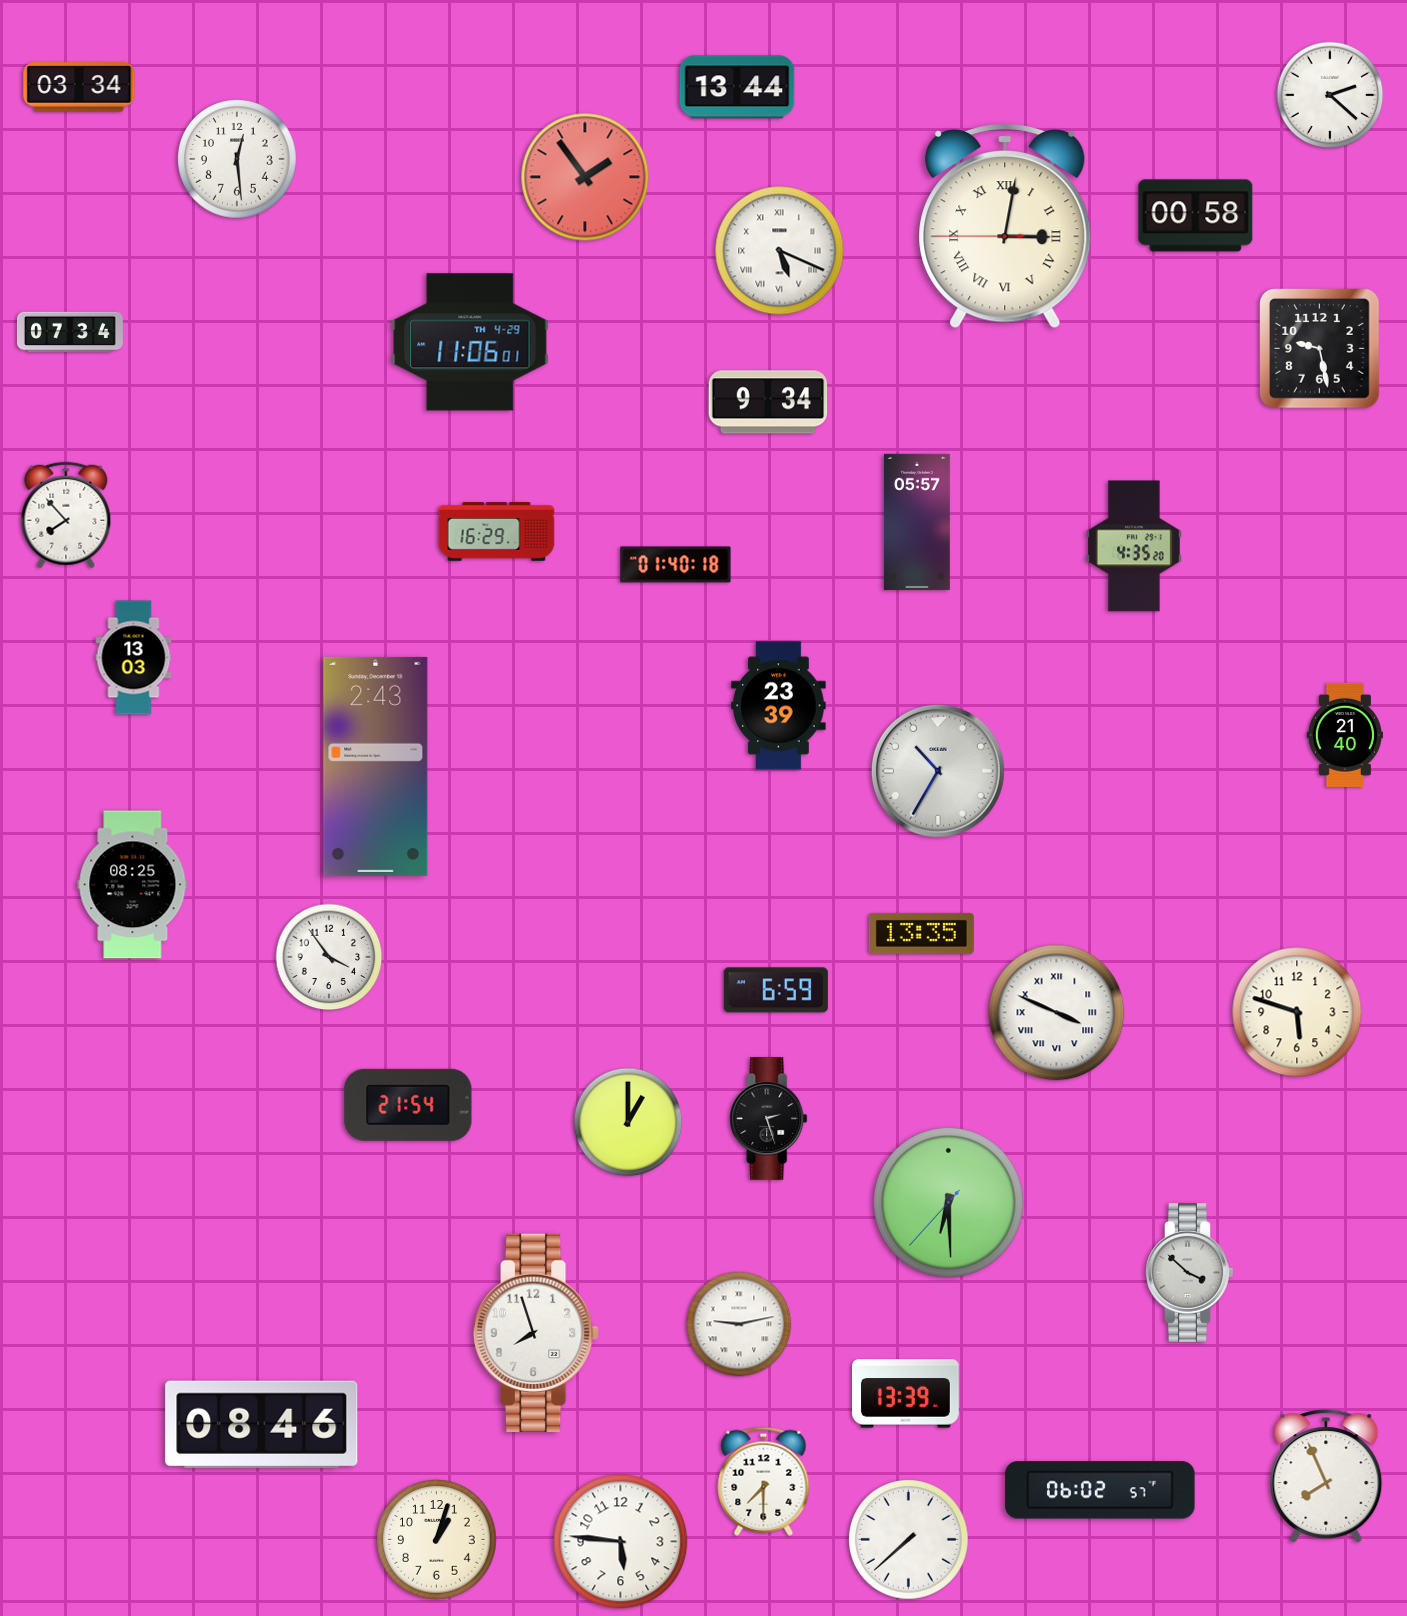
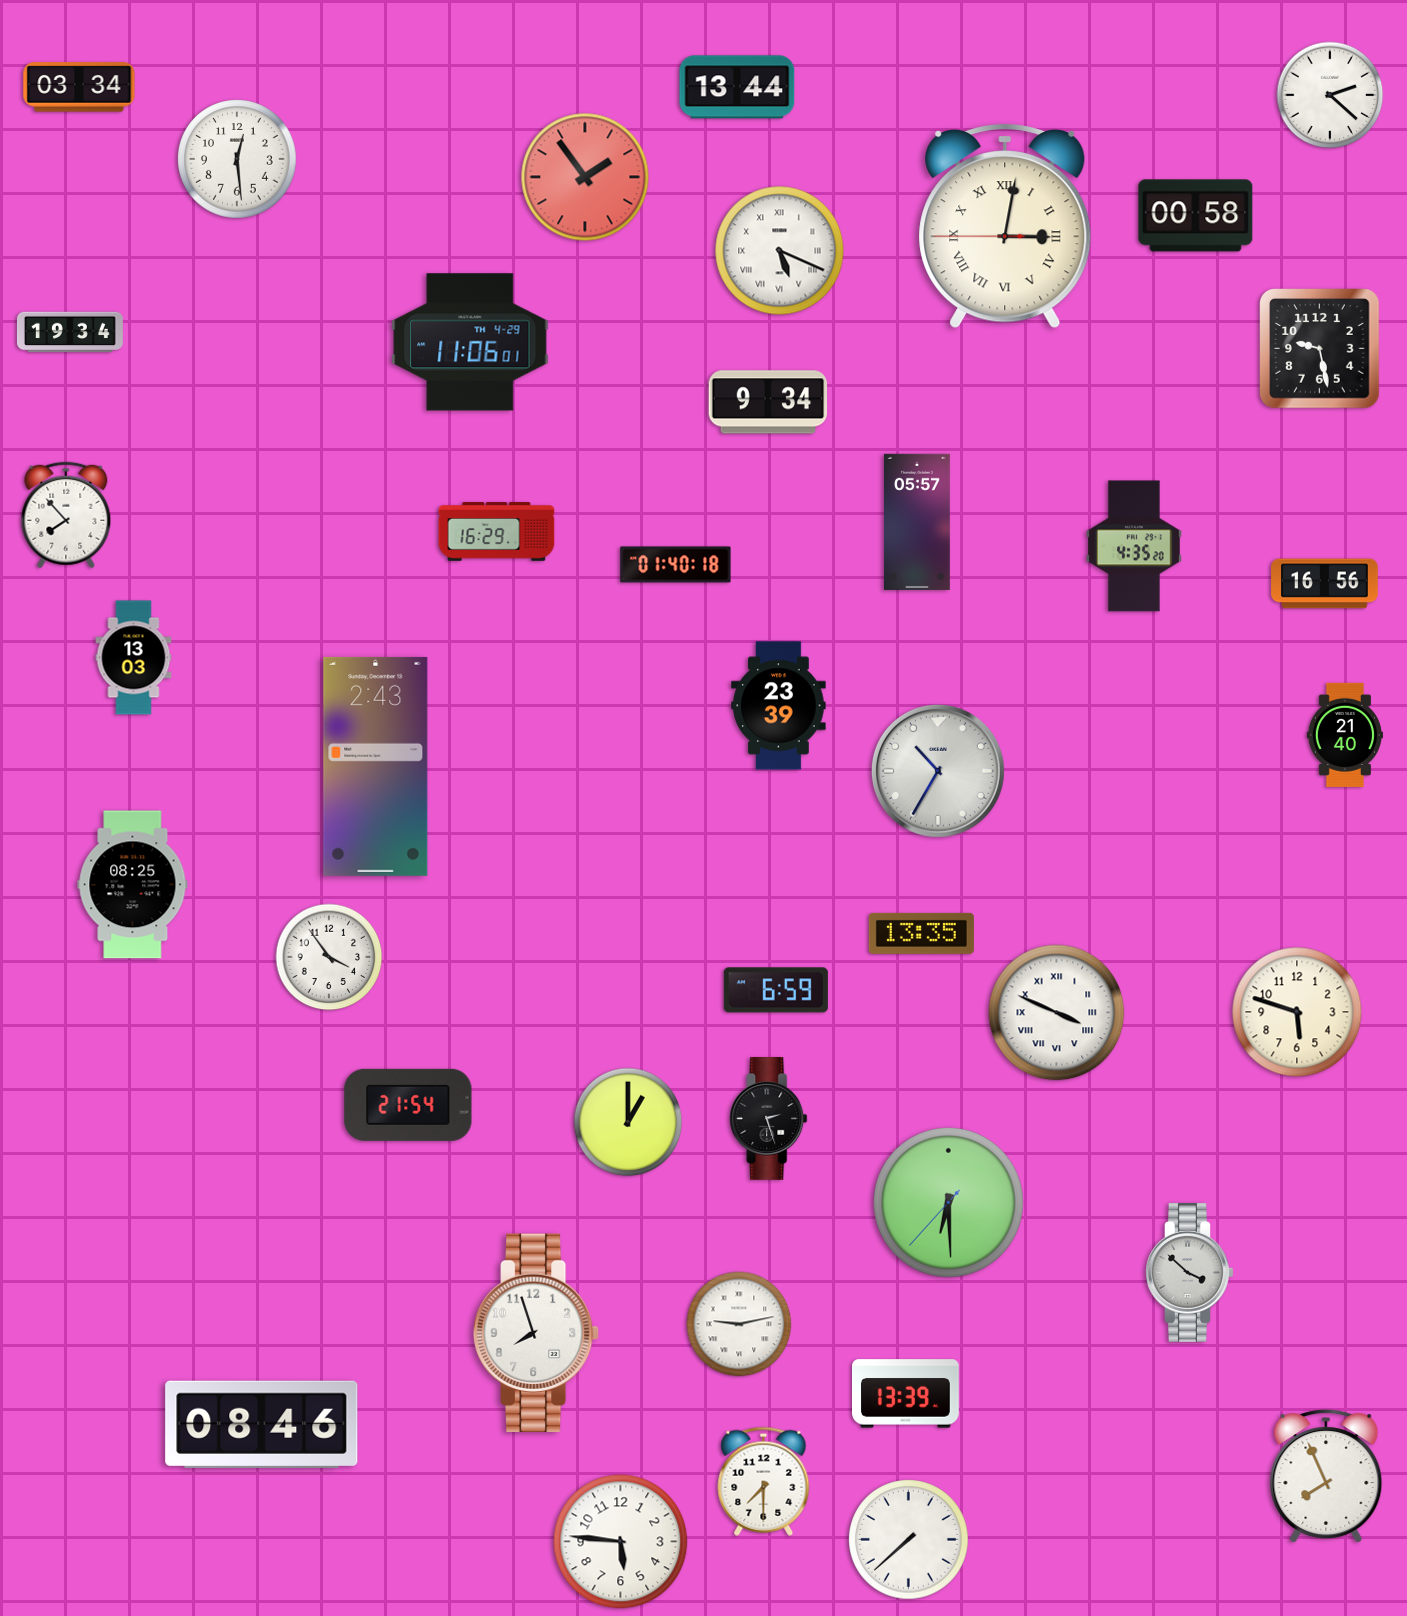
clock at (70, 332): 07:34 -> 19:34
clock at (1325, 584): none -> 16:56
clock at (1100, 1490): 06:02 -> none
clock at (437, 1540): 1:03 -> none
